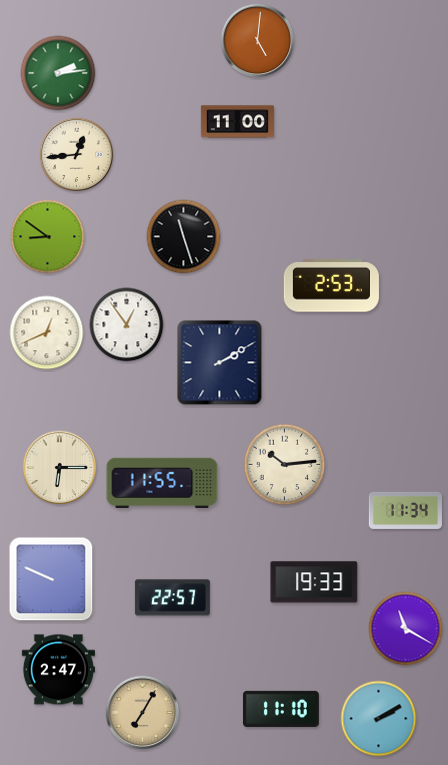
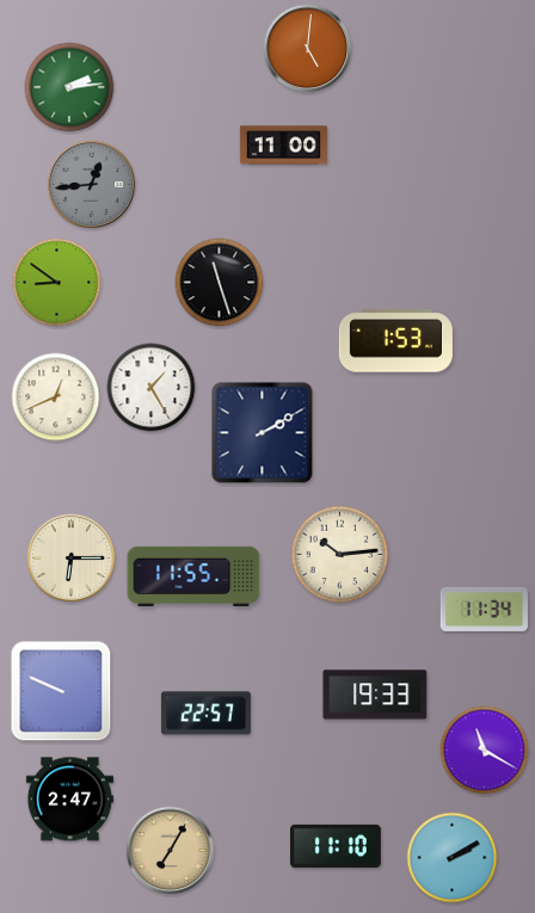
clock at (77, 155) dial: cream -> grey
clock at (331, 286): 2:53 -> 1:53
clock at (127, 325): 12:54 -> 1:25
